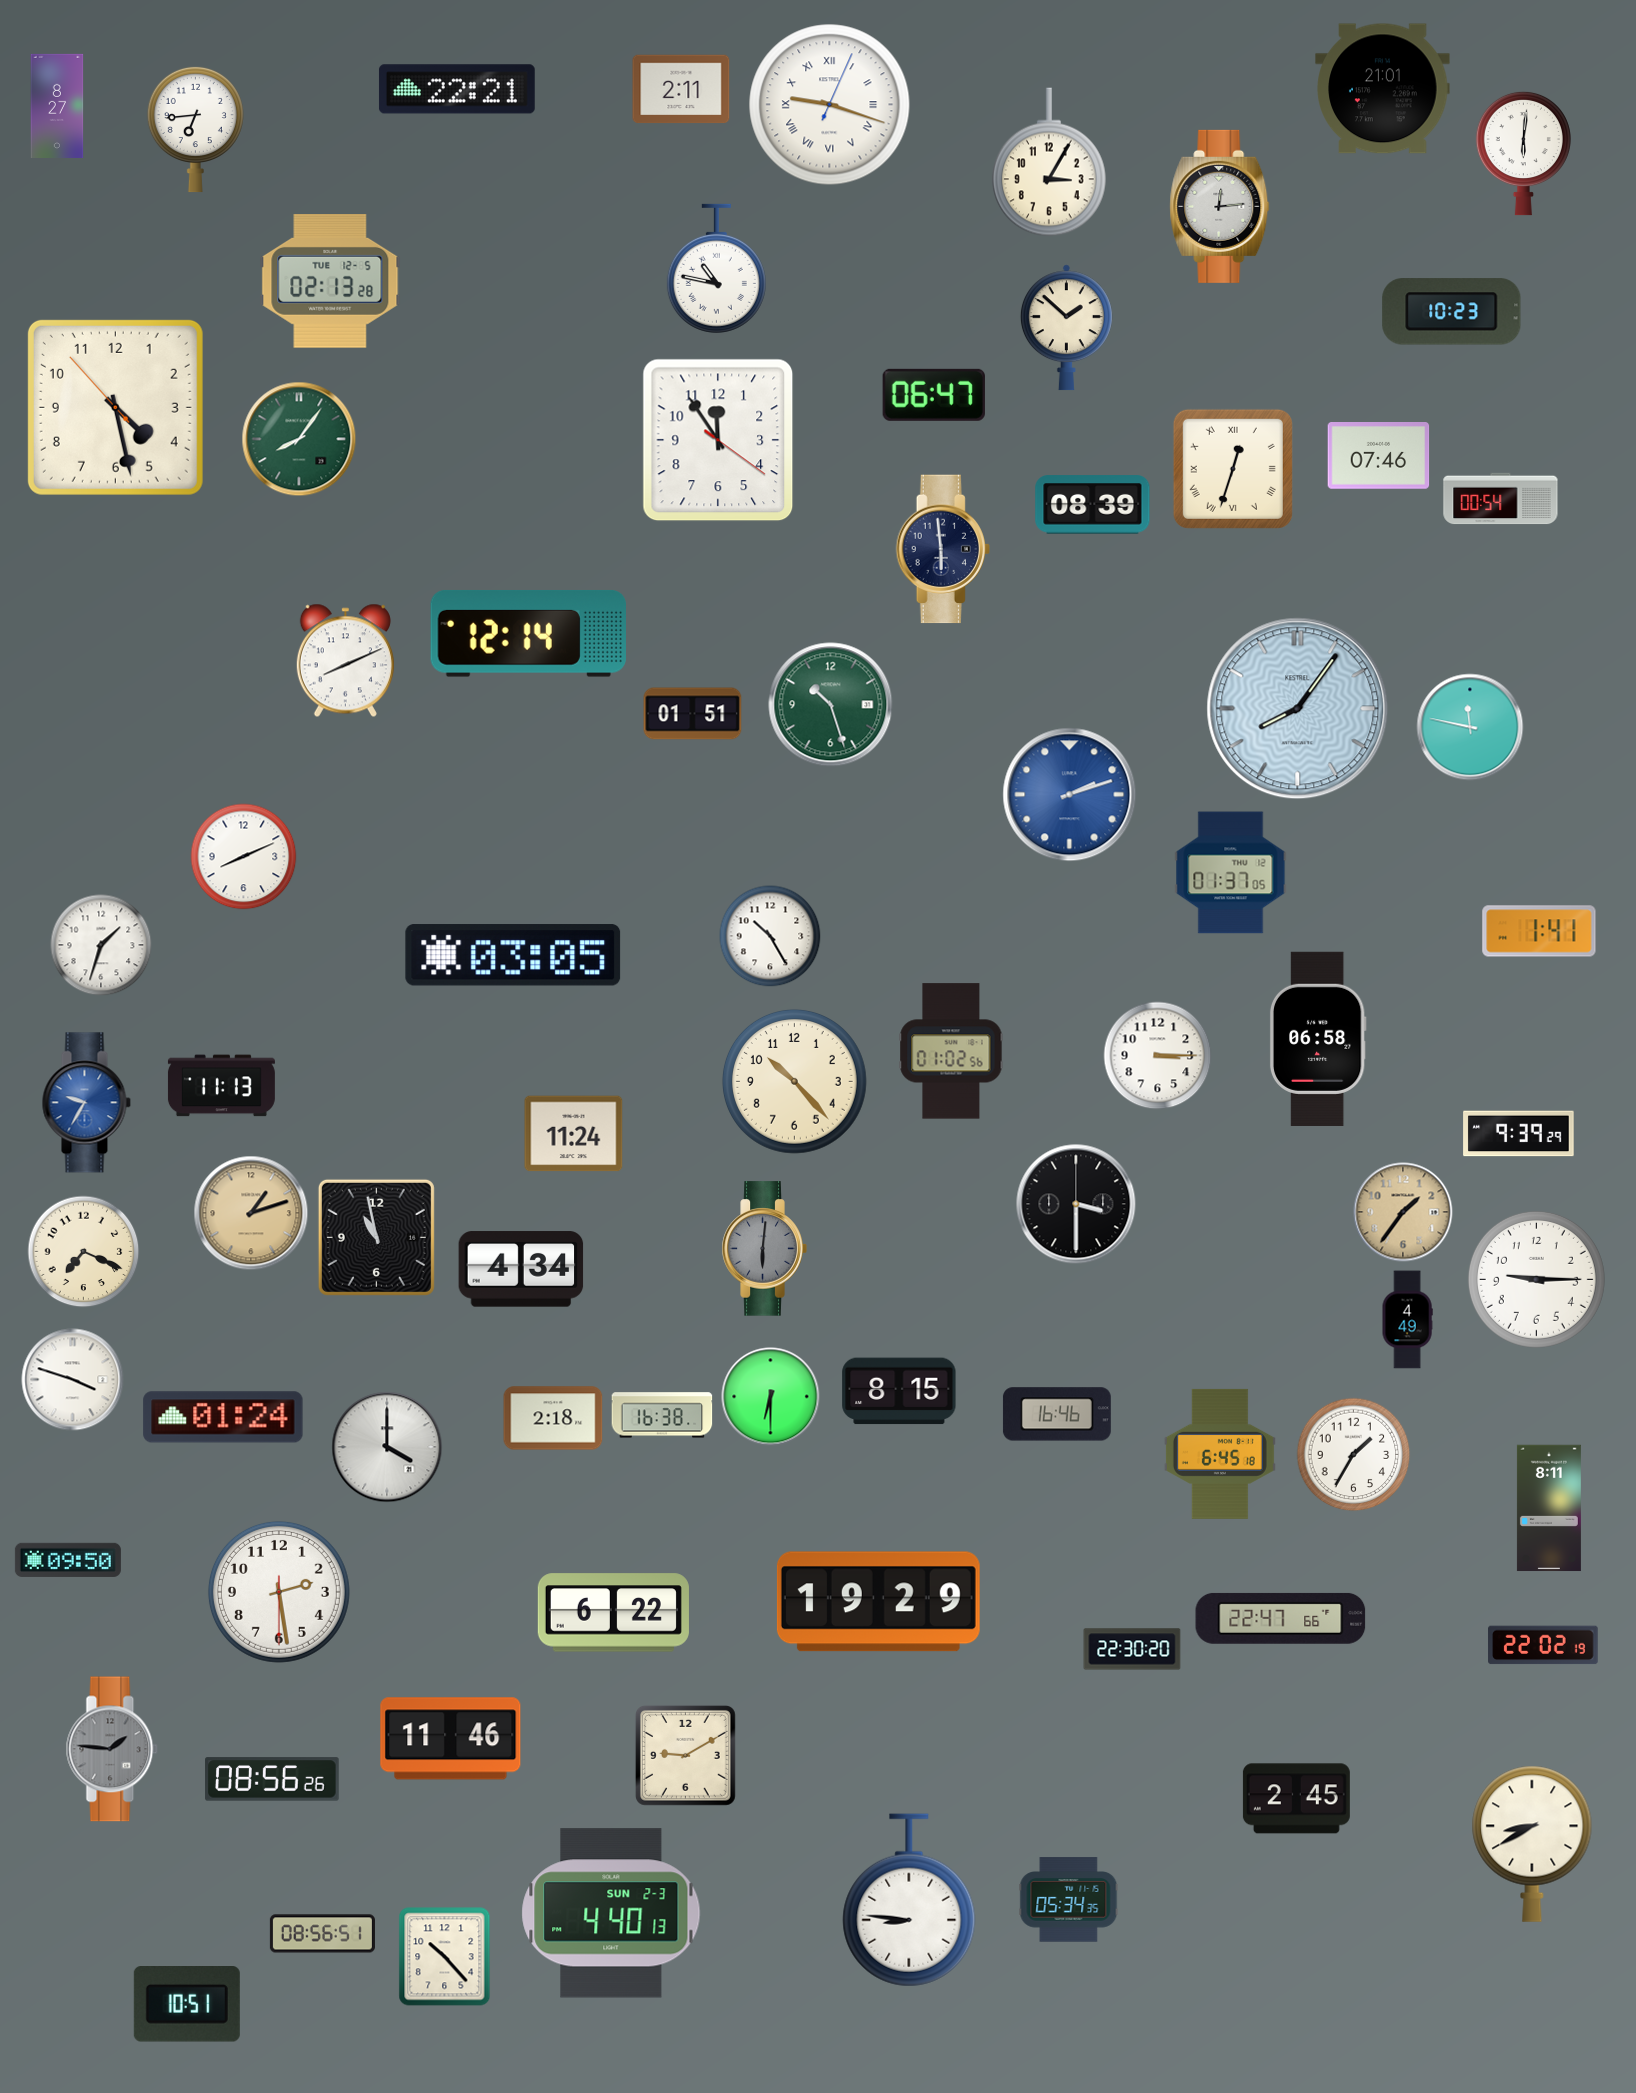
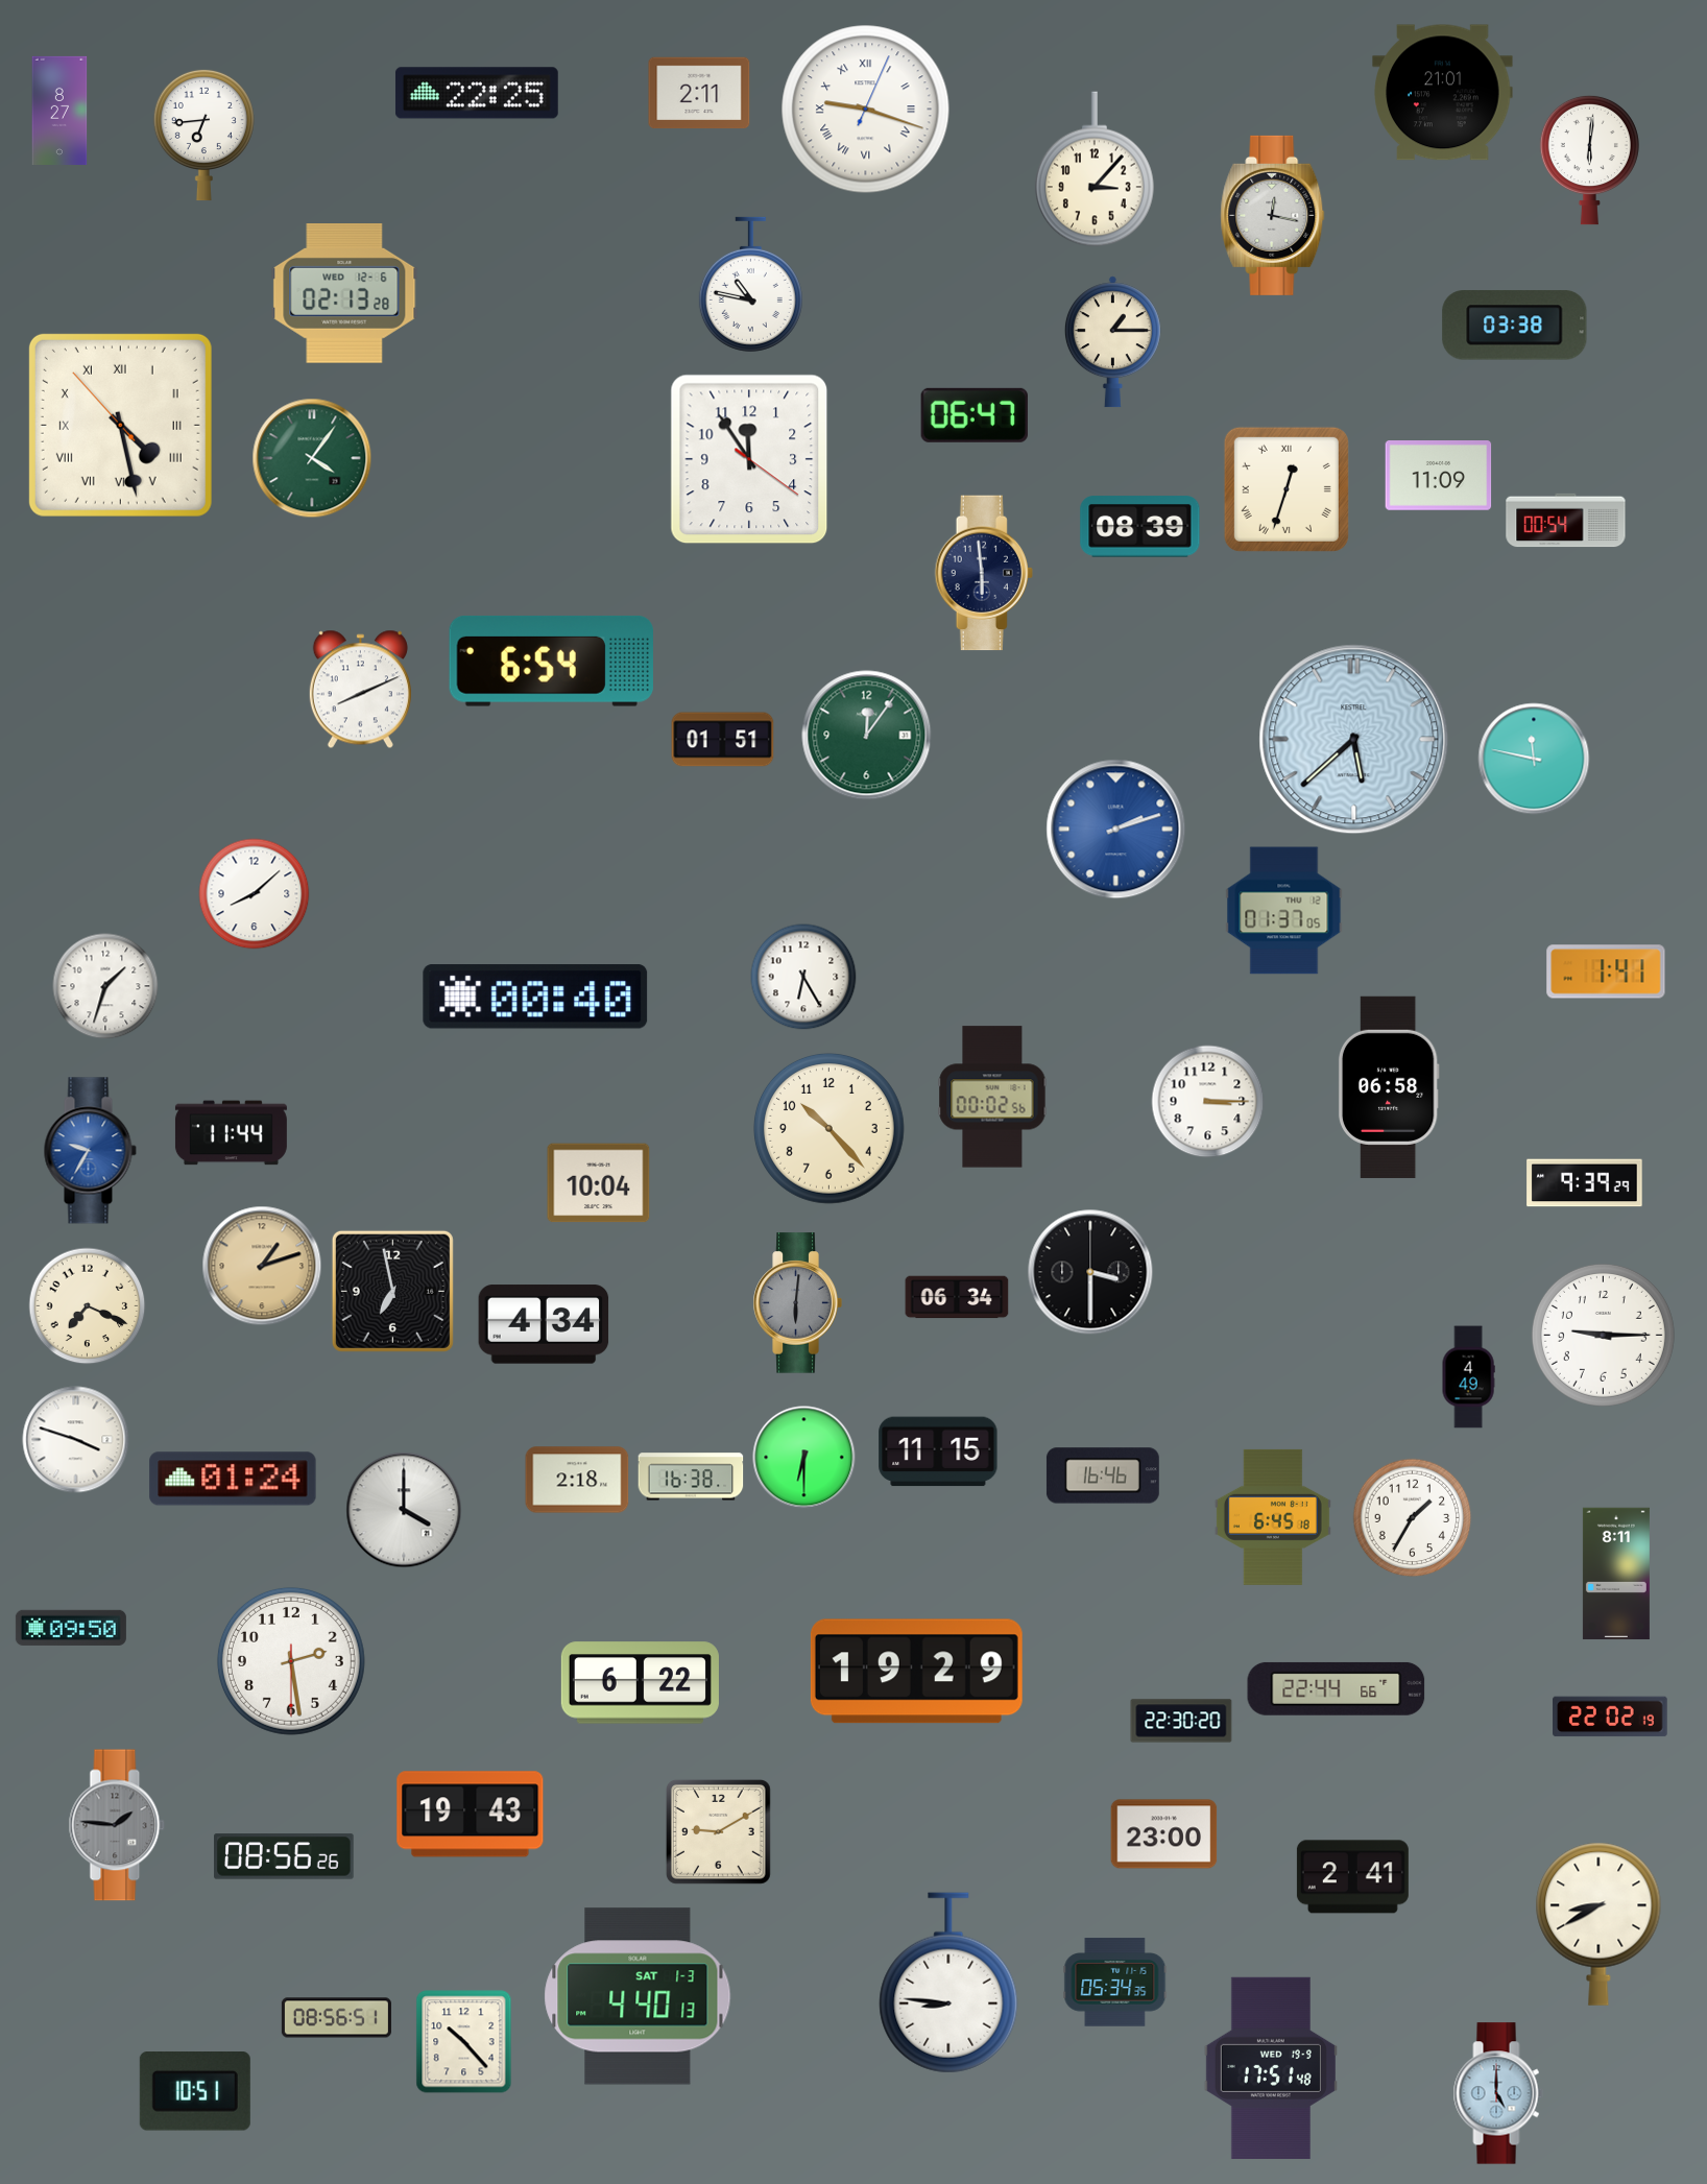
clock at (457, 89): 22:21 -> 22:25
clock at (681, 89) position: (681, 89) -> (699, 93)
clock at (1049, 162): 3:05 -> 3:07
clock at (1220, 206): 12:14 -> 12:17
clock at (716, 268) position: (716, 268) -> (750, 284)
clock at (330, 282) date: TUE 12-5 -> WED 12-6
clock at (1452, 312): 10:23 -> 03:38
clock at (1066, 328): 1:52 -> 1:15
clock at (934, 395) position: (934, 395) -> (975, 415)
clock at (115, 407) numerals: Arabic -> Roman
clock at (299, 439): 8:06 -> 4:06
clock at (1379, 456): 07:46 -> 11:09
clock at (528, 633): 12:14 -> 6:54
clock at (831, 705): 10:27 -> 12:06
clock at (1298, 709): 8:06 -> 5:38
clock at (693, 714) position: (693, 714) -> (723, 740)
clock at (244, 857): 8:11 -> 8:08
clock at (770, 936): 10:25 -> 6:25
clock at (513, 955): 03:05 -> 00:40
clock at (1318, 1039) position: (1318, 1039) -> (1389, 1087)
clock at (951, 1051): 01:02 -> 00:02
clock at (221, 1086): 11:13 -> 11:44
clock at (574, 1134): 11:24 -> 10:04
clock at (1076, 1204) position: (1076, 1204) -> (1090, 1272)
clock at (1403, 1212): 1:36 -> none
clock at (376, 1237): 10:58 -> 6:58
clock at (957, 1297): none -> 06:34
clock at (899, 1391): 8:15 -> 11:15
clock at (1281, 1618): 22:47 -> 22:44
clock at (451, 1739): 11:46 -> 19:43
clock at (685, 1755) position: (685, 1755) -> (718, 1831)
clock at (1164, 1834): none -> 23:00
clock at (1296, 1799): 2:45 -> 2:41
clock at (611, 1913) date: SUN 2-3 -> SAT 1-3
clock at (1271, 2068): none -> 17:51
clock at (1498, 2093): none -> 5:00
